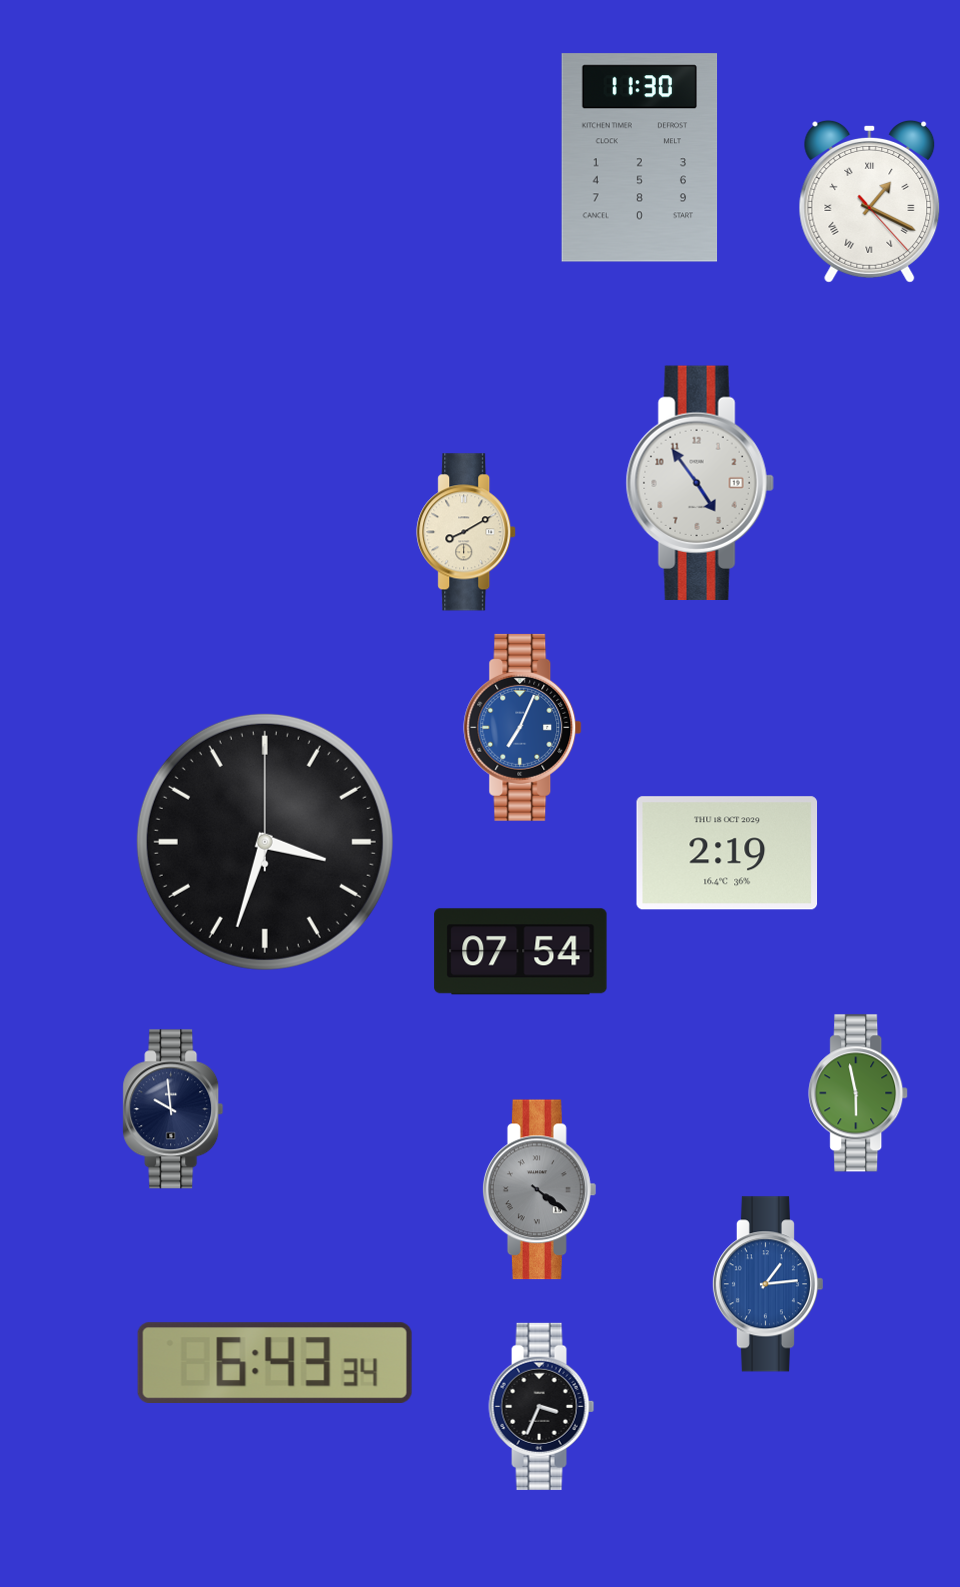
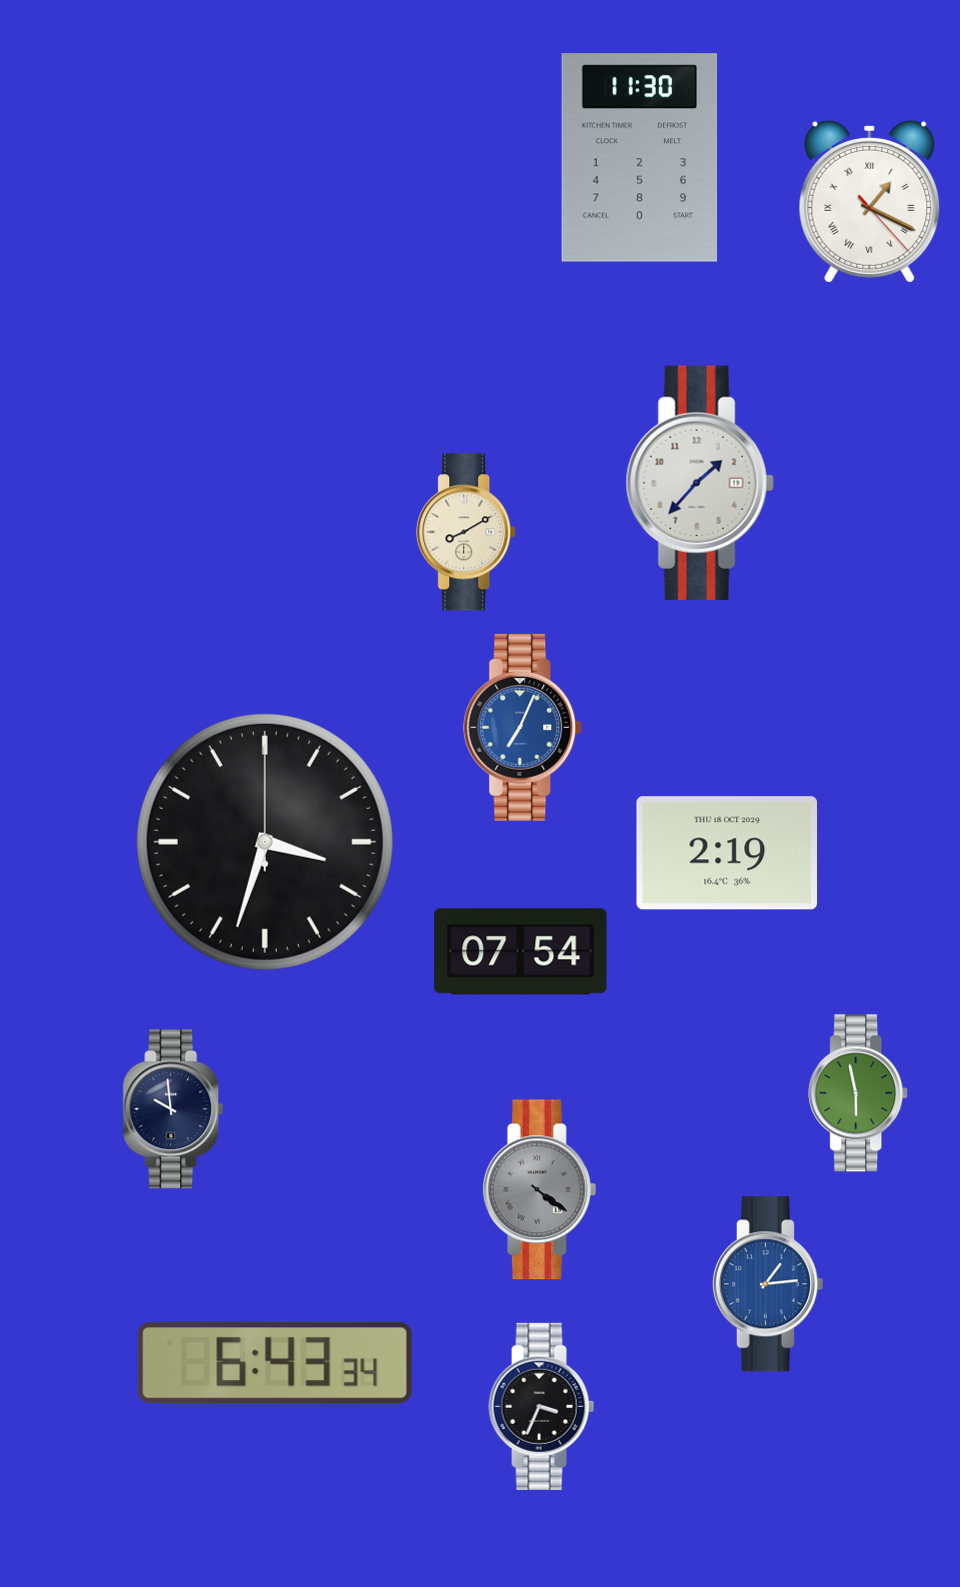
clock at (700, 482): 4:54 -> 1:37
